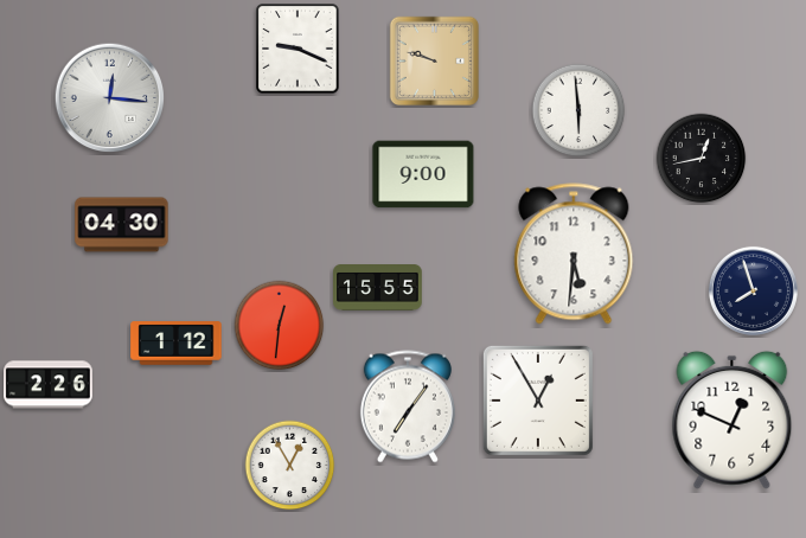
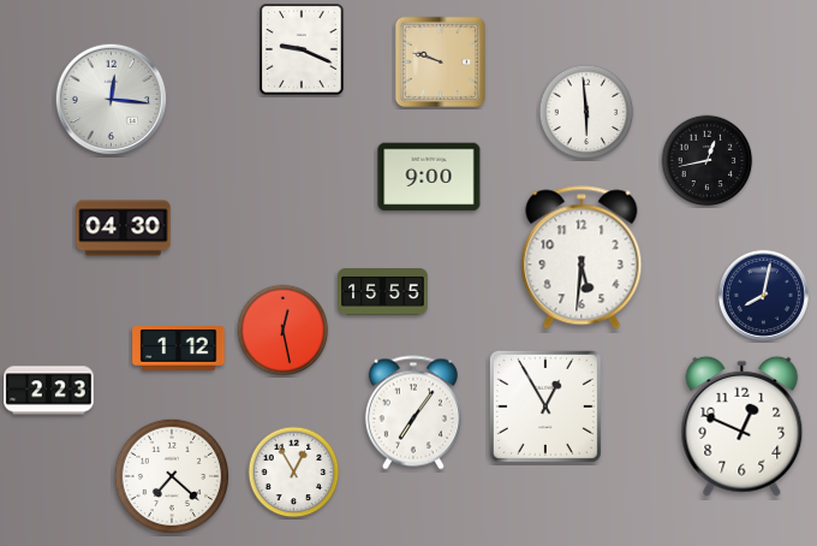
clock at (702, 159) position: (702, 159) -> (708, 161)
clock at (753, 290): 7:57 -> 8:02
clock at (280, 326): 12:31 -> 12:28
clock at (49, 385): 2:26 -> 2:23
clock at (171, 475): none -> 7:22
